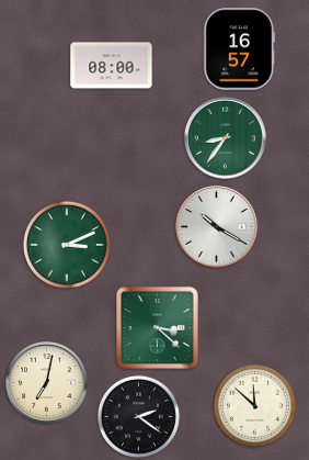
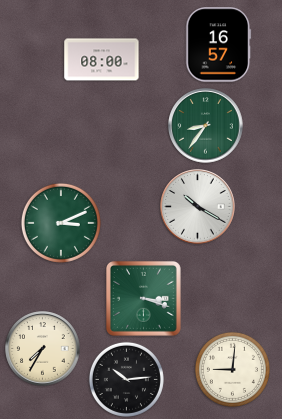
clock at (157, 327): 3:22 -> 3:18
clock at (47, 383): 7:02 -> 7:35
clock at (254, 405): 11:52 -> 9:01
clock at (138, 416): 2:21 -> 10:14
